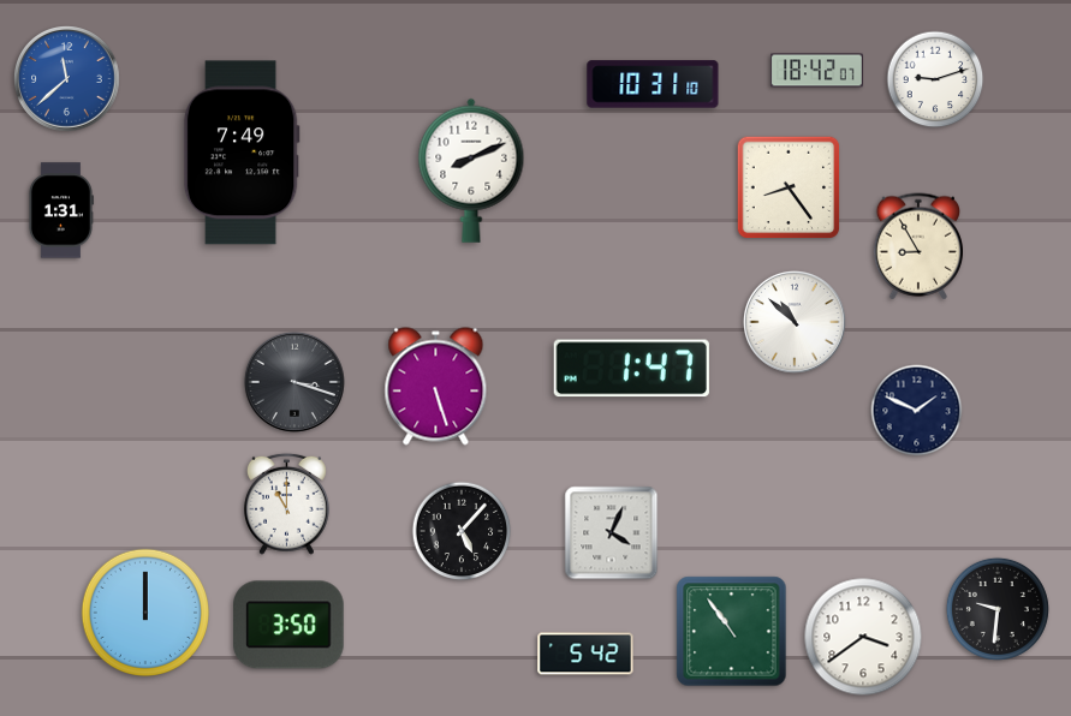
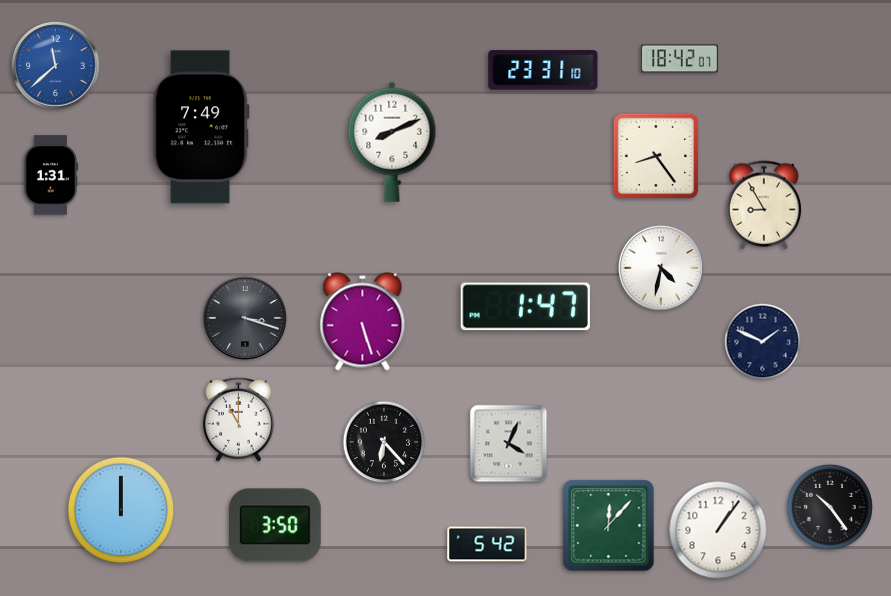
clock at (935, 79): 9:12 -> none
clock at (653, 84): 10:31 -> 23:31
clock at (795, 322): 10:52 -> 4:32
clock at (462, 531): 5:07 -> 6:23
clock at (998, 609): 9:31 -> 10:24
clock at (290, 625) position: (290, 625) -> (276, 525)
clock at (732, 632): 10:54 -> 12:07
clock at (863, 637): 3:39 -> 1:06
